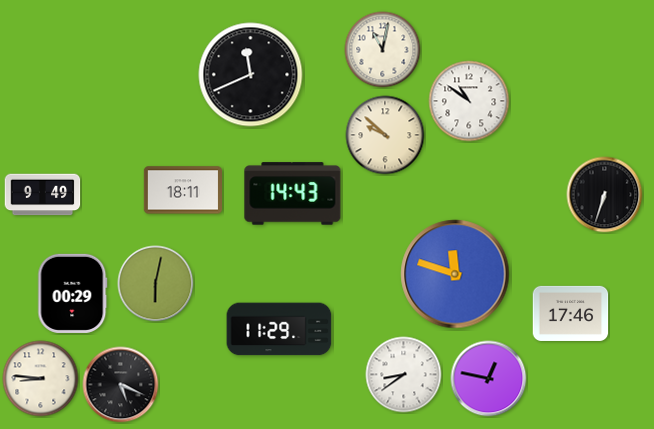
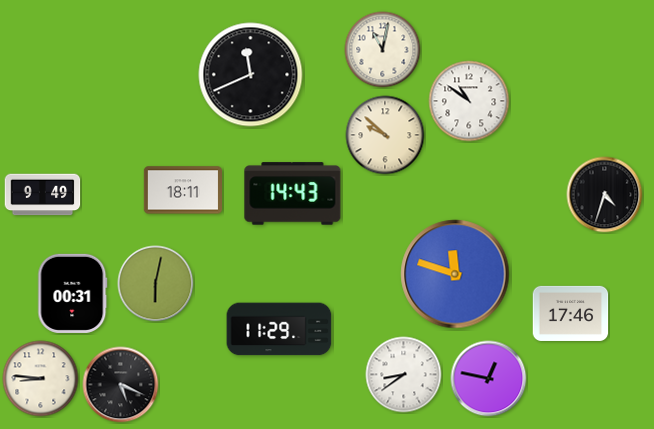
clock at (605, 195): 6:33 -> 4:33
clock at (73, 293): 00:29 -> 00:31
